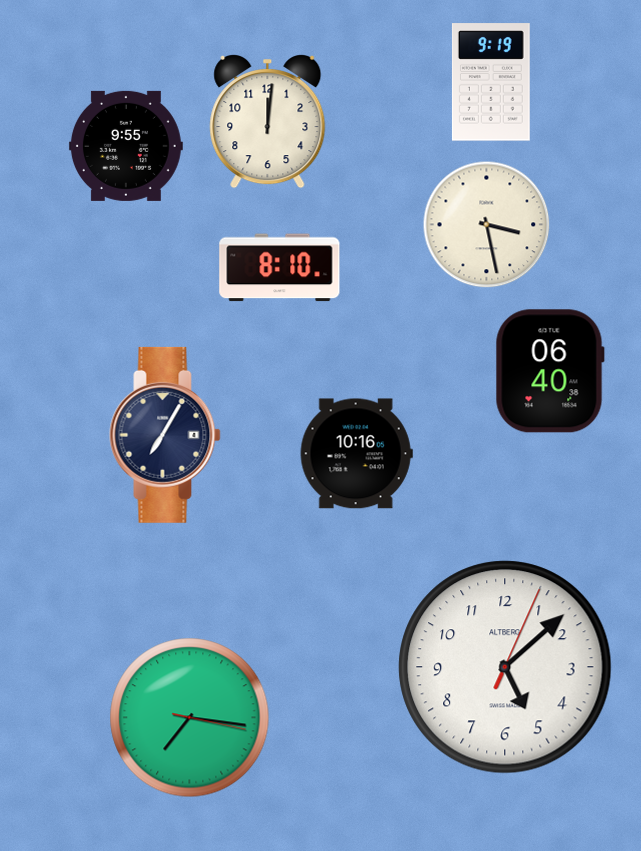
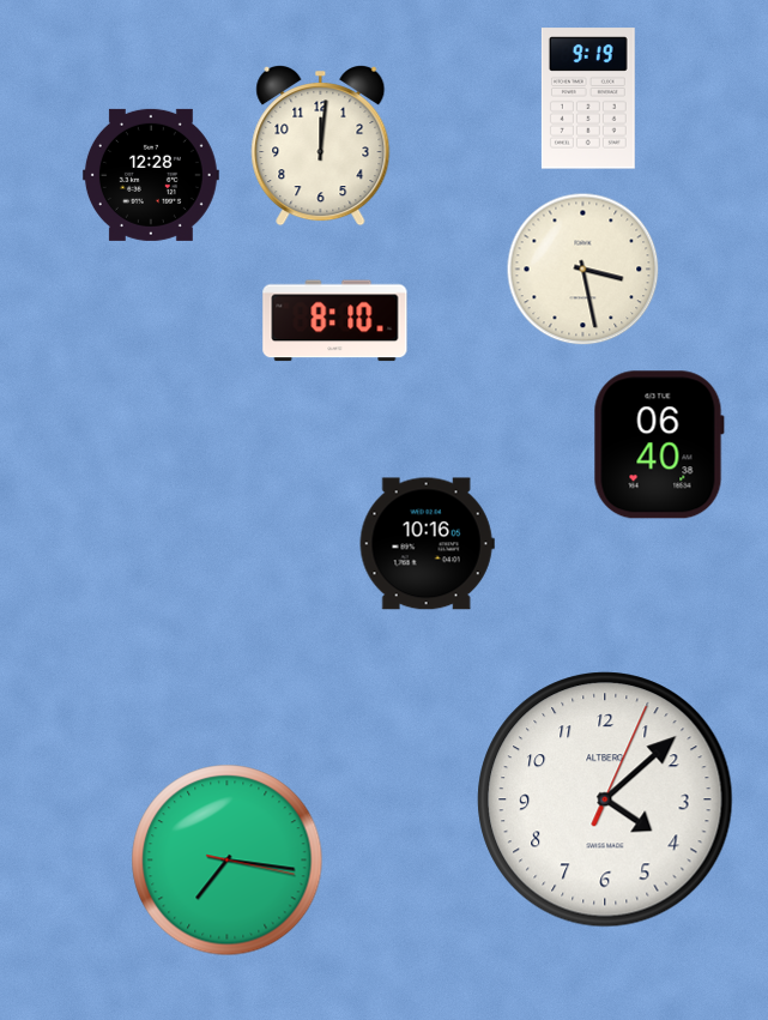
clock at (126, 146): 9:55 -> 12:28
clock at (165, 435): 7:05 -> none
clock at (505, 667): 5:08 -> 4:08
